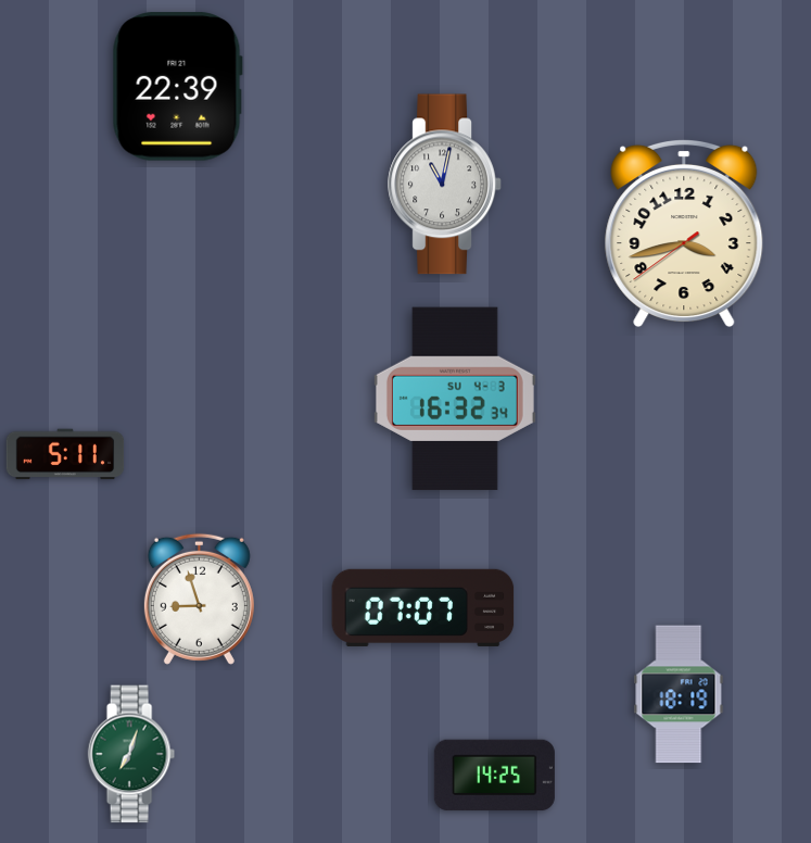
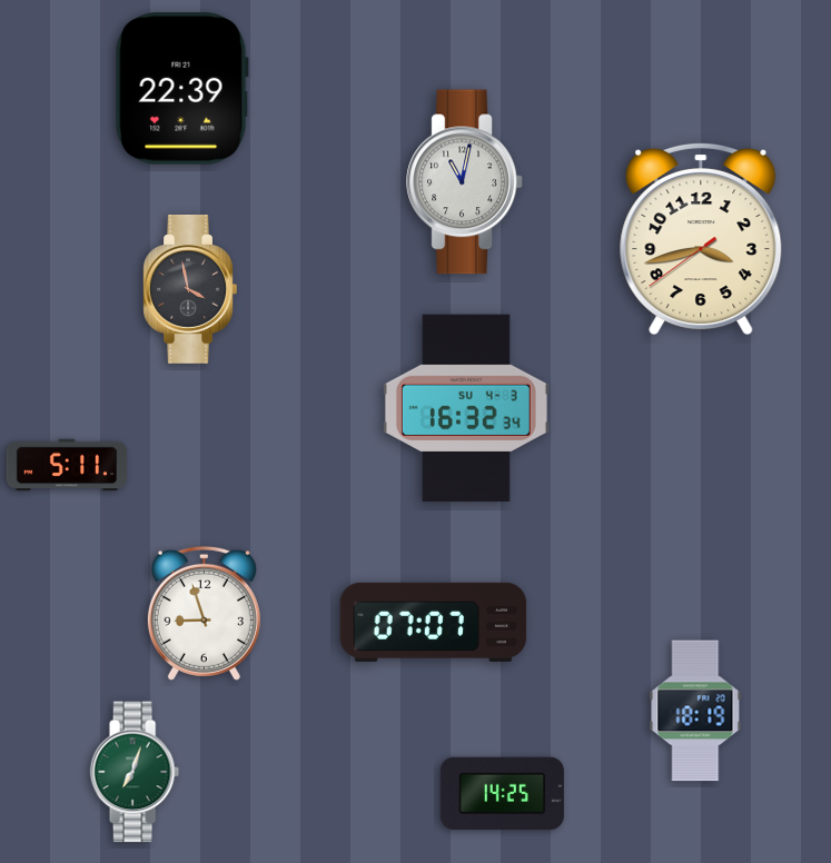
clock at (445, 185) position: (445, 185) -> (465, 182)
clock at (190, 289): none -> 3:58
clock at (494, 776) position: (494, 776) -> (502, 794)
